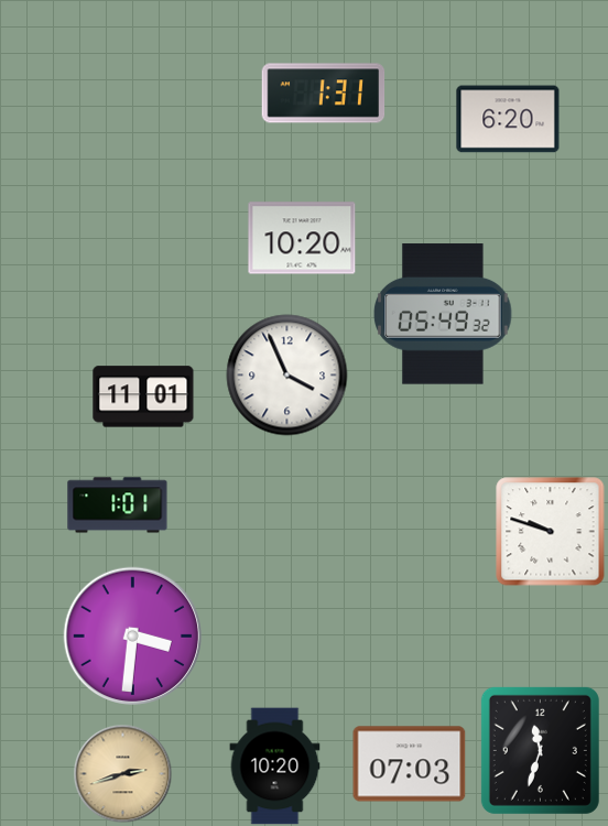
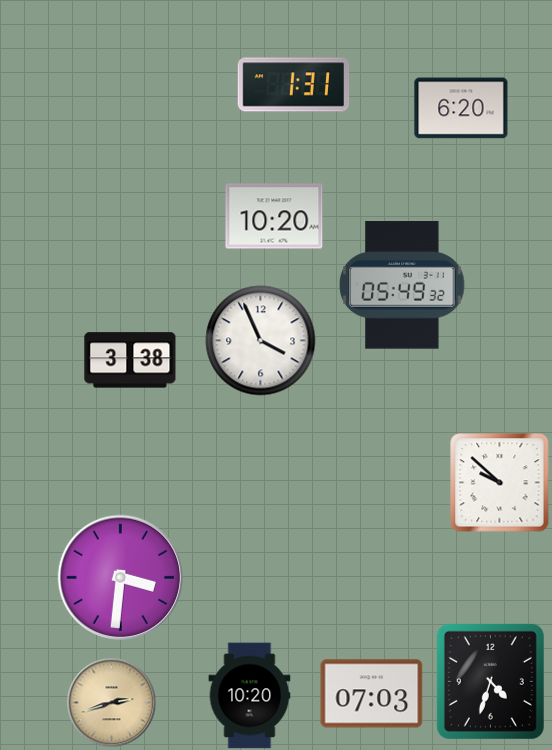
clock at (143, 396): 11:01 -> 3:38
clock at (118, 506): 1:01 -> none
clock at (551, 532): 9:48 -> 9:52
clock at (540, 750): 11:33 -> 4:33
